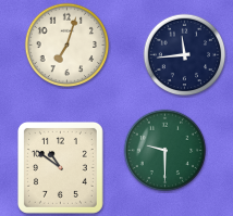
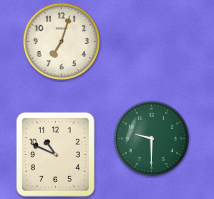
clock at (185, 55): 11:44 -> none
clock at (60, 167): 10:51 -> 10:49
